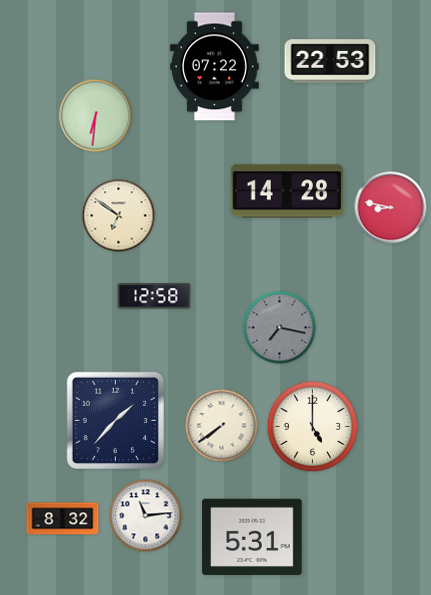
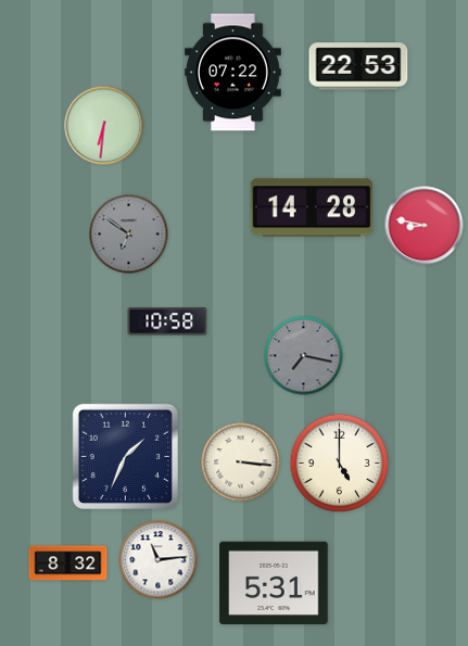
clock at (119, 216) dial: cream -> grey
clock at (154, 296): 12:58 -> 10:58
clock at (115, 420): 1:37 -> 1:34
clock at (222, 426): 7:39 -> 3:16
